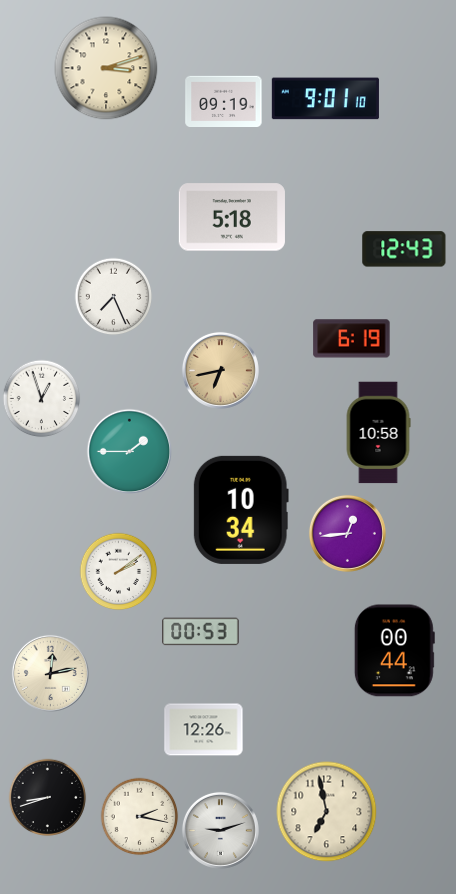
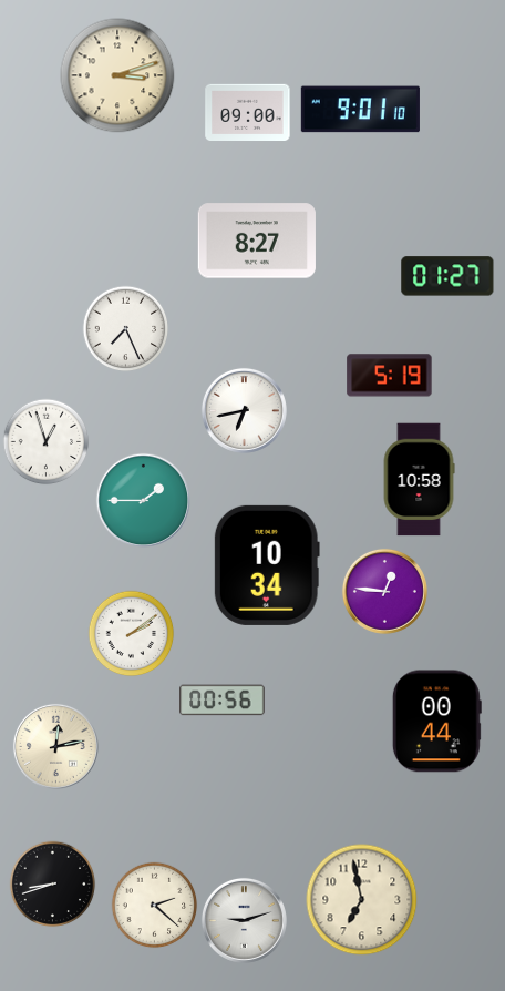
clock at (224, 101): 09:19 -> 09:00
clock at (232, 217): 5:18 -> 8:27
clock at (404, 249): 12:43 -> 01:27
clock at (352, 339): 6:19 -> 5:19
clock at (220, 370) dial: champagne -> white
clock at (347, 533): 12:44 -> 12:46
clock at (201, 632): 00:53 -> 00:56
clock at (204, 730): 12:26 -> none
clock at (139, 816): 2:17 -> 2:22
